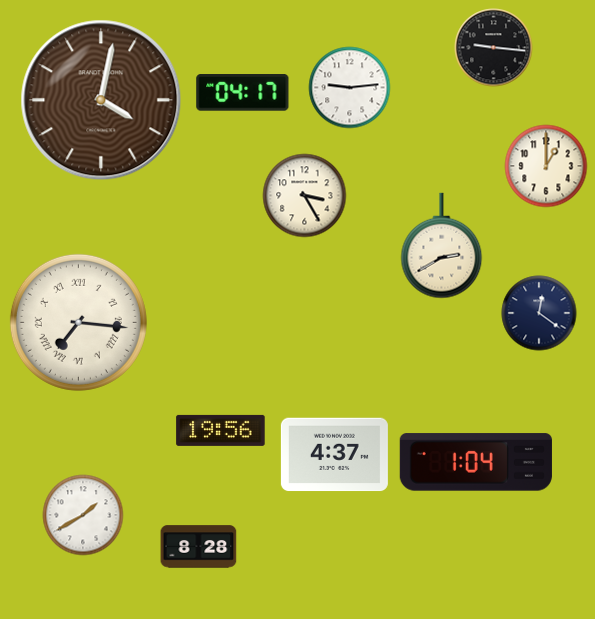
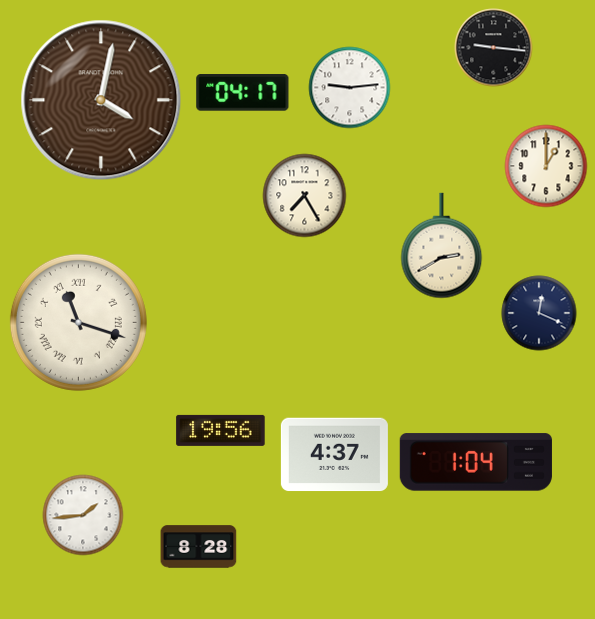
clock at (305, 196): 3:25 -> 7:25
clock at (539, 313): 12:21 -> 12:19
clock at (78, 322): 7:16 -> 11:18
clock at (83, 515): 1:40 -> 1:44
